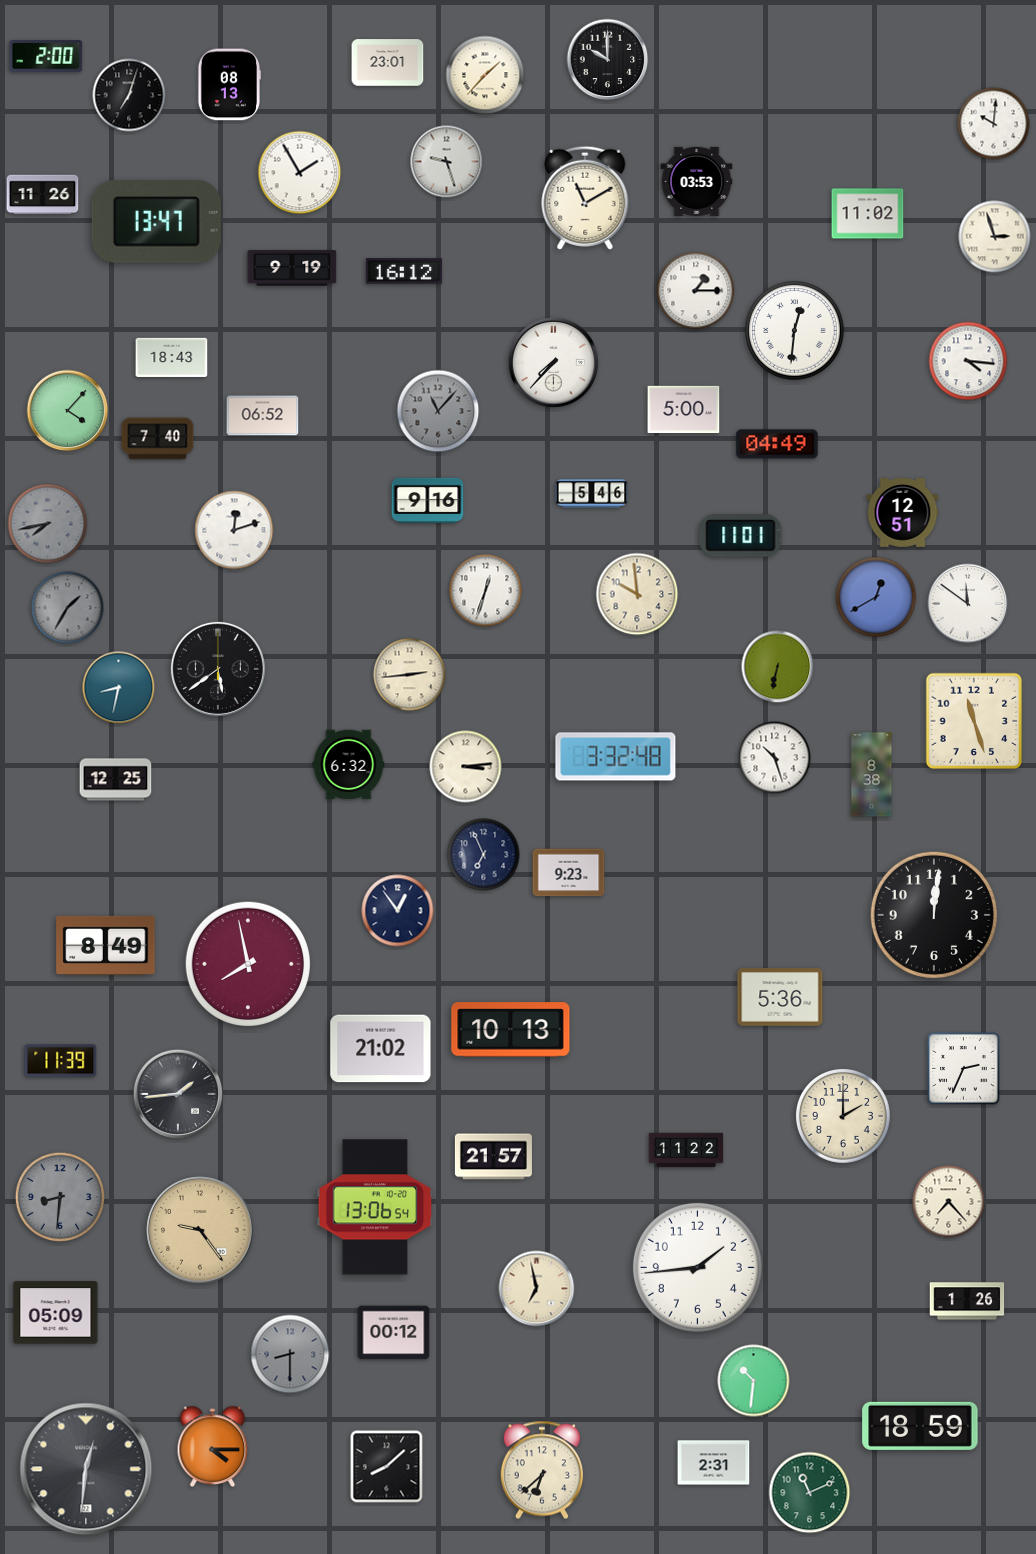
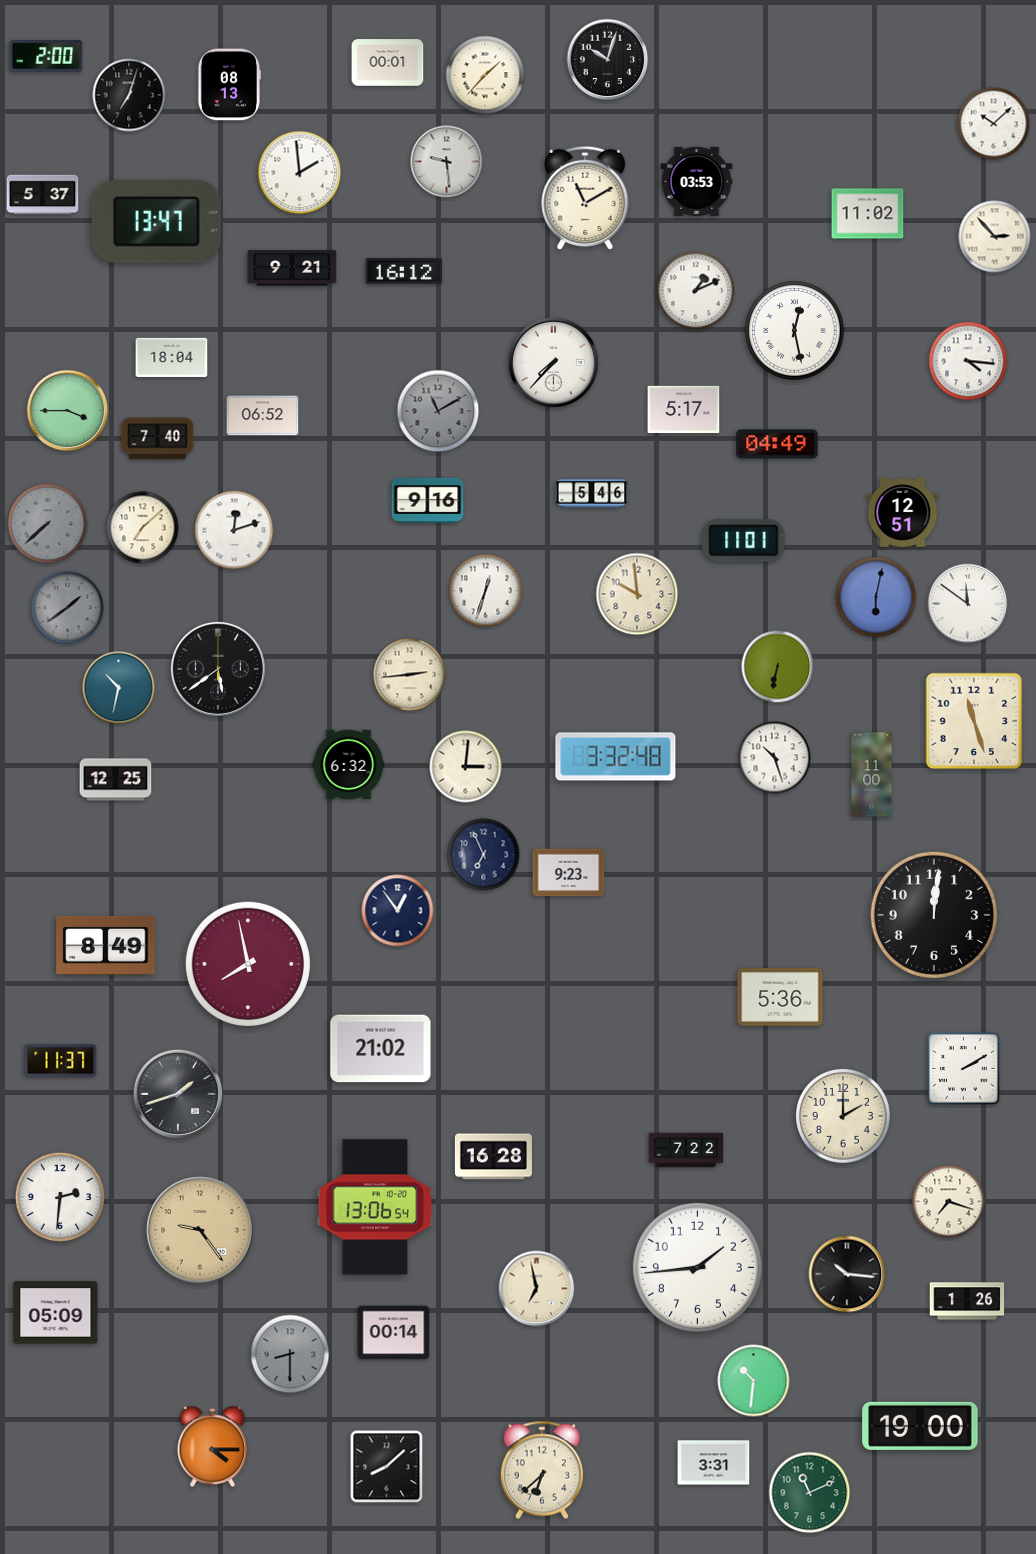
clock at (608, 60): 10:00 -> 10:03
clock at (388, 63): 23:01 -> 00:01
clock at (994, 124): 10:01 -> 10:08
clock at (447, 162): 9:27 -> 9:29
clock at (300, 173): 1:55 -> 1:59
clock at (43, 195): 11:26 -> 5:37
clock at (995, 237): 2:57 -> 2:53
clock at (292, 268): 9:19 -> 9:21
clock at (696, 291): 1:15 -> 1:11
clock at (795, 331): 12:31 -> 12:28
clock at (172, 357): 18:43 -> 18:04
clock at (684, 410): 5:00 -> 5:17
clock at (68, 411): 4:07 -> 3:45
clock at (438, 411): 11:07 -> 11:10
clock at (48, 524): 7:43 -> 7:38
clock at (143, 528): none -> 7:08
clock at (741, 536) position: (741, 536) -> (744, 541)
clock at (876, 597): 12:40 -> 6:02
clock at (68, 608): 1:35 -> 1:39
clock at (119, 688): 8:32 -> 10:32
clock at (466, 767): 3:14 -> 3:01
clock at (872, 775): 8:38 -> 11:00
clock at (511, 1030): 10:13 -> none
clock at (61, 1061): 11:39 -> 11:37
clock at (964, 1069): 2:34 -> 2:10
clock at (177, 1093): 1:44 -> 1:42
clock at (686, 1150): 11:22 -> 7:22
clock at (493, 1157): 21:57 -> 16:28
clock at (59, 1196): 8:31 -> 2:31
clock at (59, 1196) dial: grey -> white
clock at (949, 1202): 7:23 -> 7:18
clock at (847, 1274): none -> 10:16
clock at (394, 1333): 00:12 -> 00:14
clock at (920, 1426): 18:59 -> 19:00
clock at (714, 1463): 2:31 -> 3:31
clock at (86, 1469): 12:31 -> none
